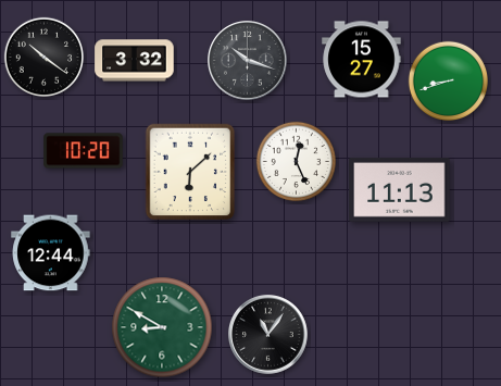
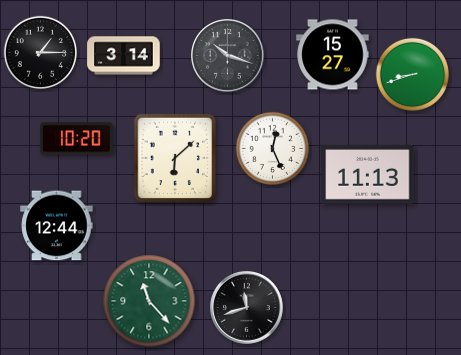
clock at (43, 57): 10:21 -> 1:15
clock at (135, 61): 3:32 -> 3:14
clock at (51, 253) position: (51, 253) -> (57, 226)
clock at (162, 327): 8:50 -> 11:23
clock at (268, 335): 11:06 -> 11:42
